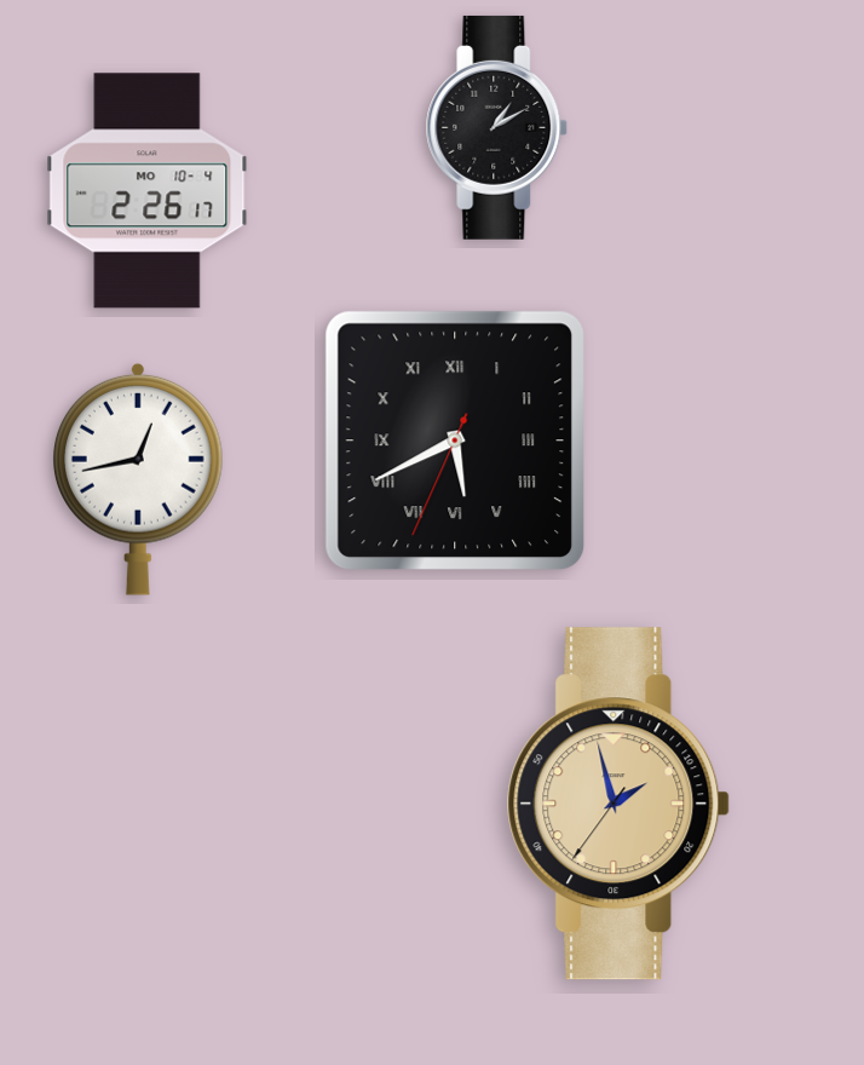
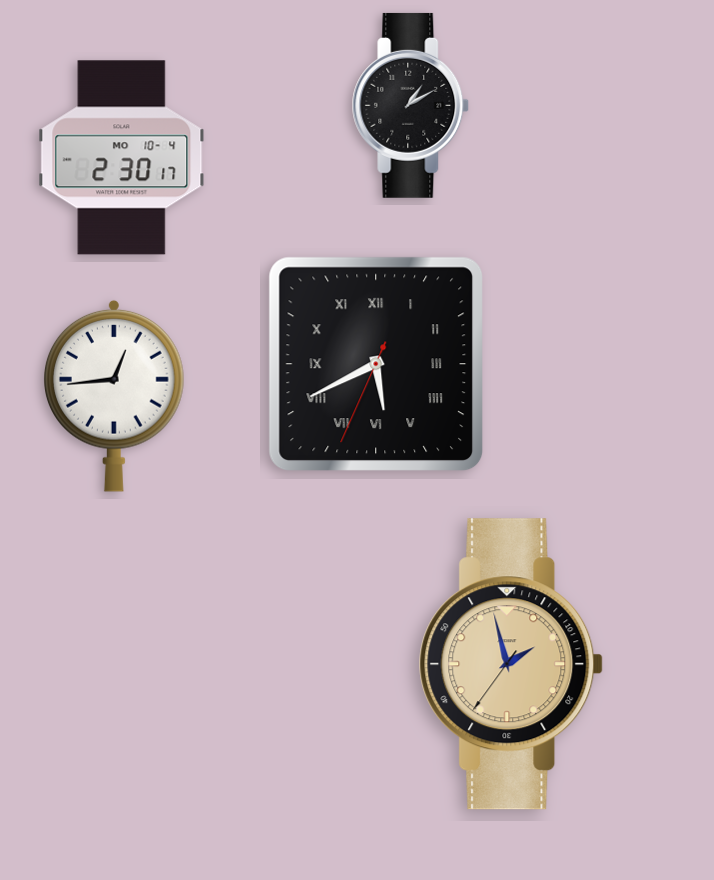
clock at (148, 191): 2:26 -> 2:30
clock at (139, 479): 12:43 -> 12:44
